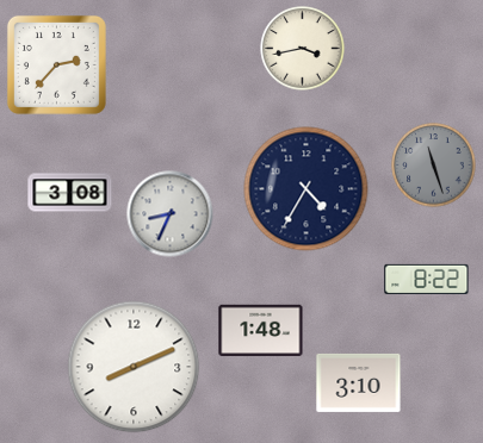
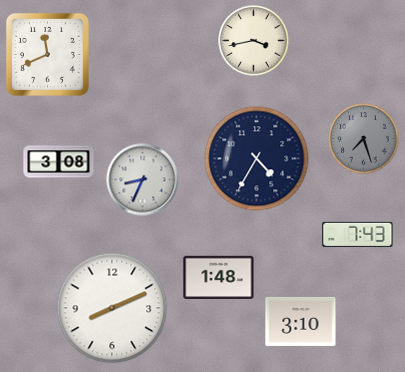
clock at (56, 64): 2:37 -> 11:41
clock at (434, 166): 11:27 -> 7:27
clock at (427, 279): 8:22 -> 7:43
